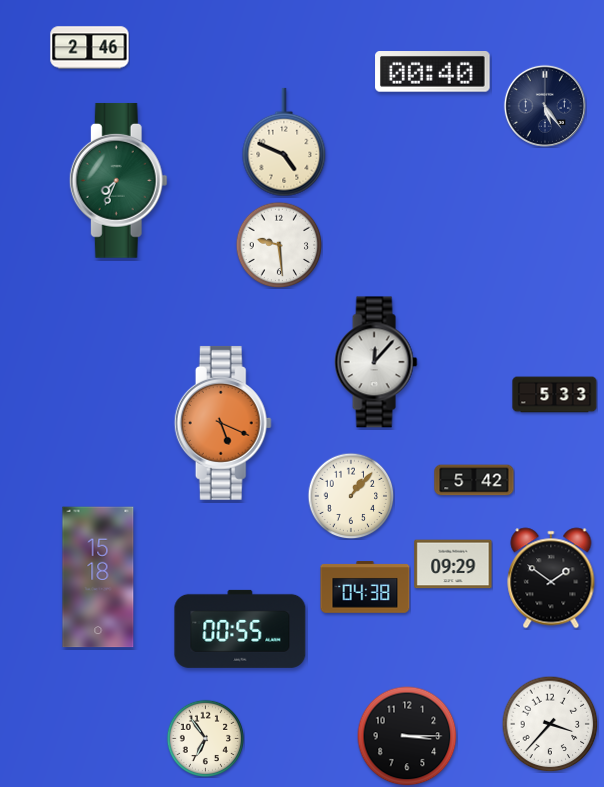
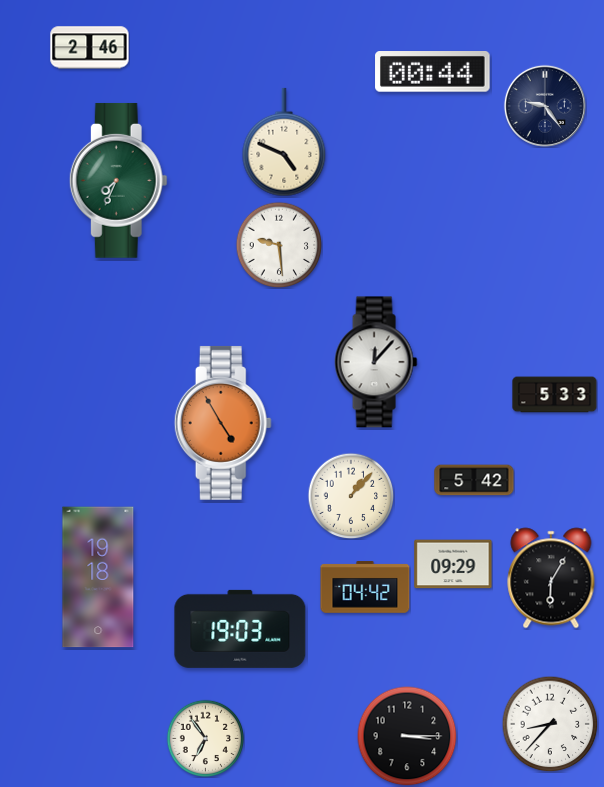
clock at (433, 72): 00:40 -> 00:44
clock at (545, 106): 5:24 -> 9:24
clock at (223, 423): 5:19 -> 4:55
clock at (98, 577): 15:18 -> 19:18
clock at (551, 578): 1:51 -> 6:05
clock at (365, 587): 04:38 -> 04:42
clock at (240, 629): 00:55 -> 19:03
clock at (550, 724): 3:37 -> 8:37
